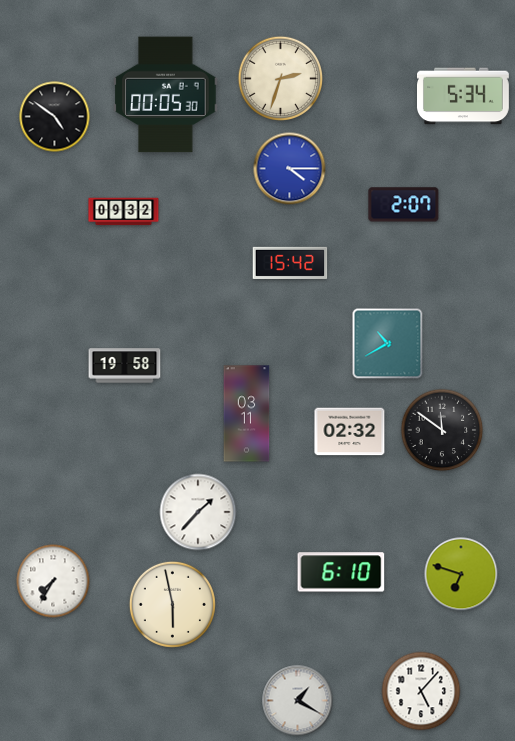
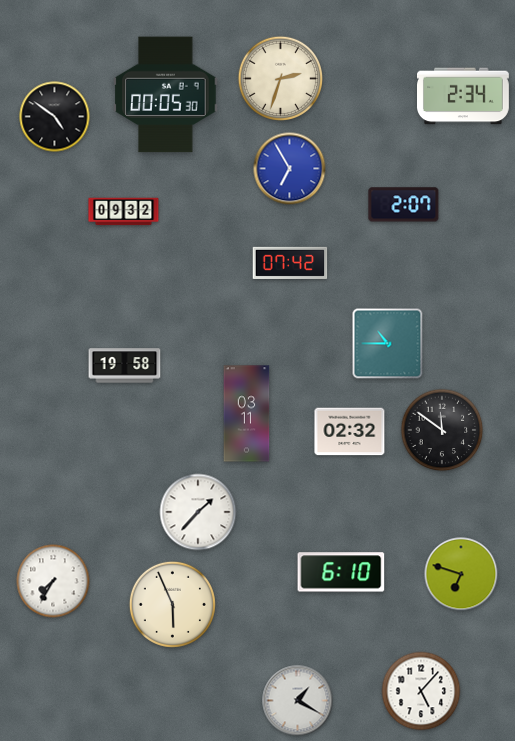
clock at (464, 96): 5:34 -> 2:34
clock at (290, 169): 4:15 -> 6:55
clock at (290, 263): 15:42 -> 07:42
clock at (388, 344): 10:40 -> 10:45
clock at (172, 604): 5:58 -> 5:56
